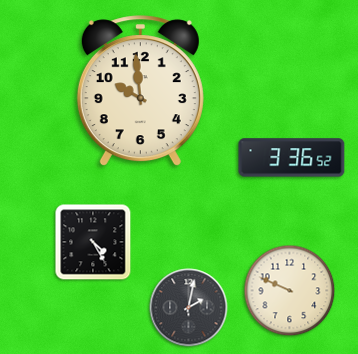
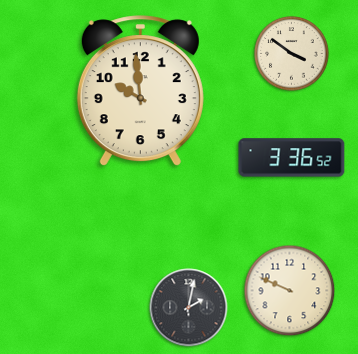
clock at (292, 54): none -> 3:51
clock at (93, 242): 4:25 -> none
